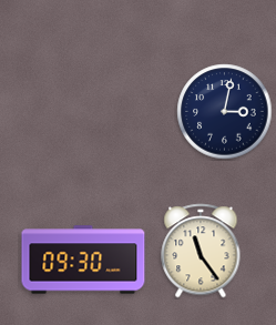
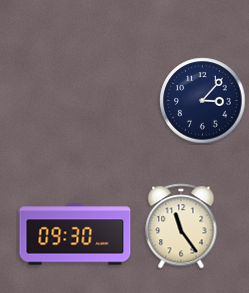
clock at (225, 112): 3:02 -> 3:07
